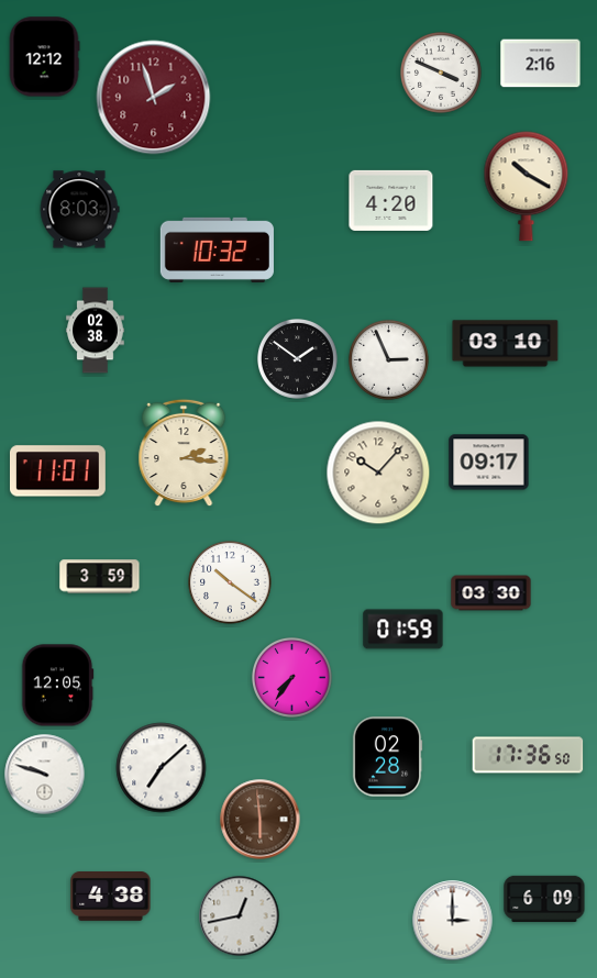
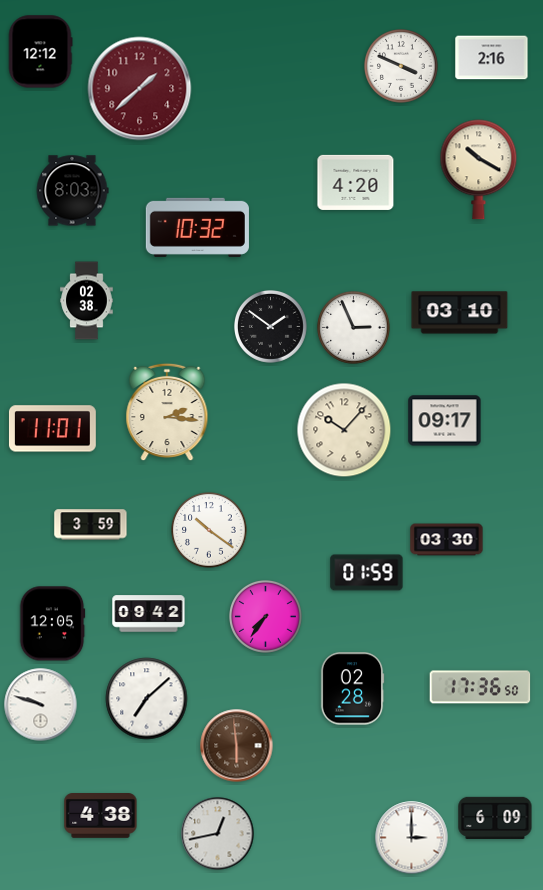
clock at (154, 98): 1:57 -> 1:38
clock at (149, 614): none -> 09:42
